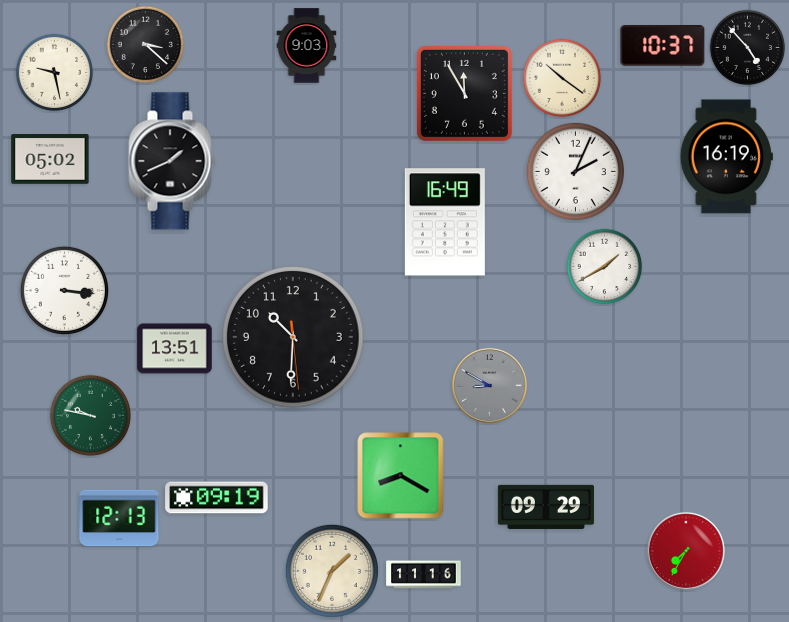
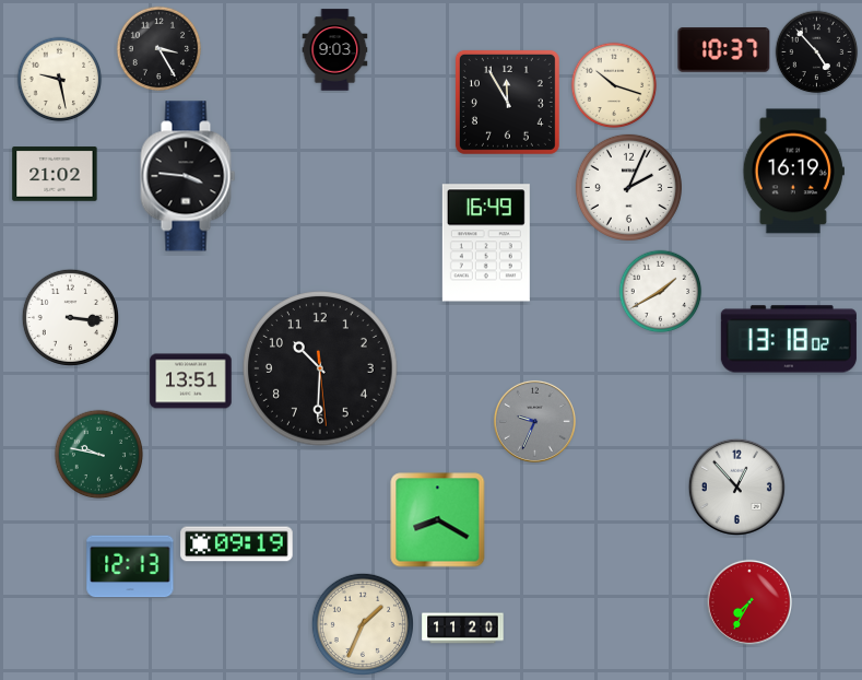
clock at (146, 45): 3:22 -> 3:25
clock at (562, 78): 10:21 -> 10:18
clock at (50, 159): 05:02 -> 21:02
clock at (172, 161): 1:41 -> 3:46
clock at (789, 339): none -> 13:18
clock at (489, 385): 8:50 -> 9:34
clock at (736, 486): none -> 12:53
clock at (546, 507): 09:29 -> none
clock at (424, 575): 11:16 -> 11:20
